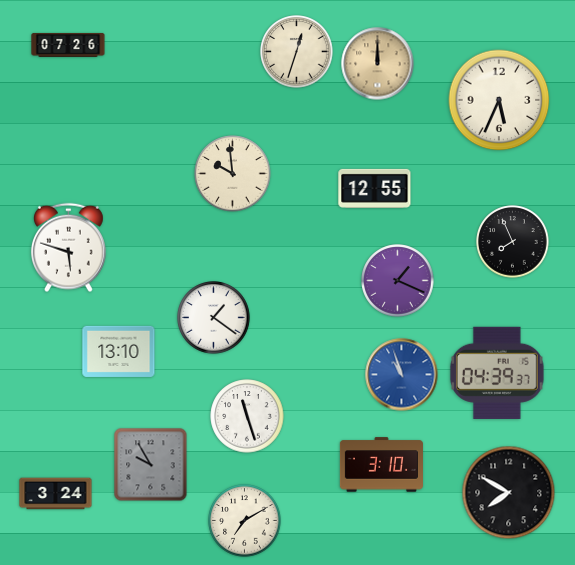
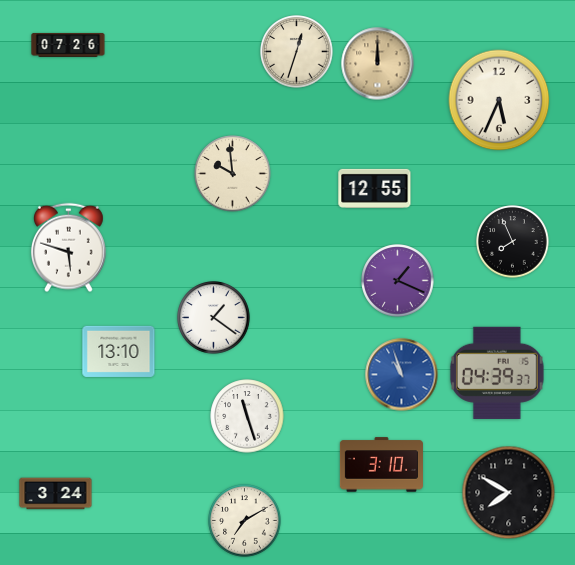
clock at (151, 465): 9:55 -> none
